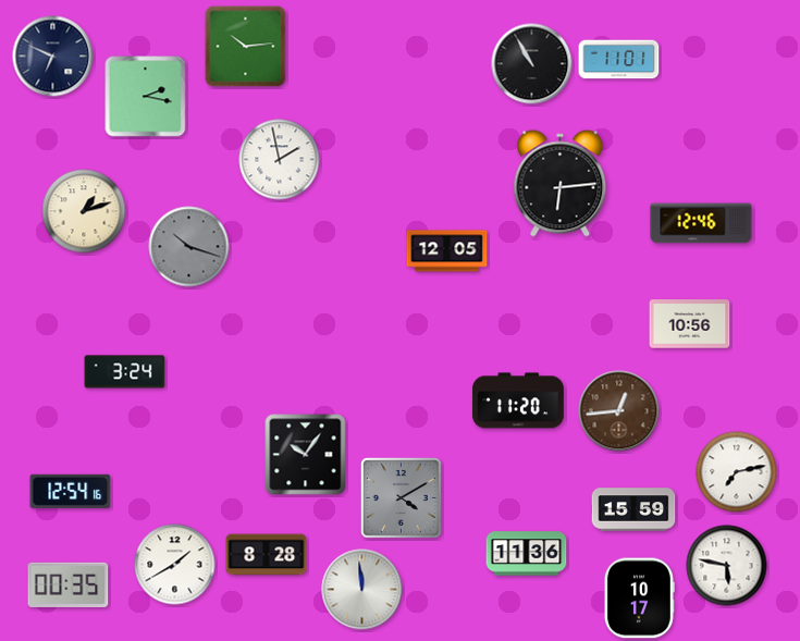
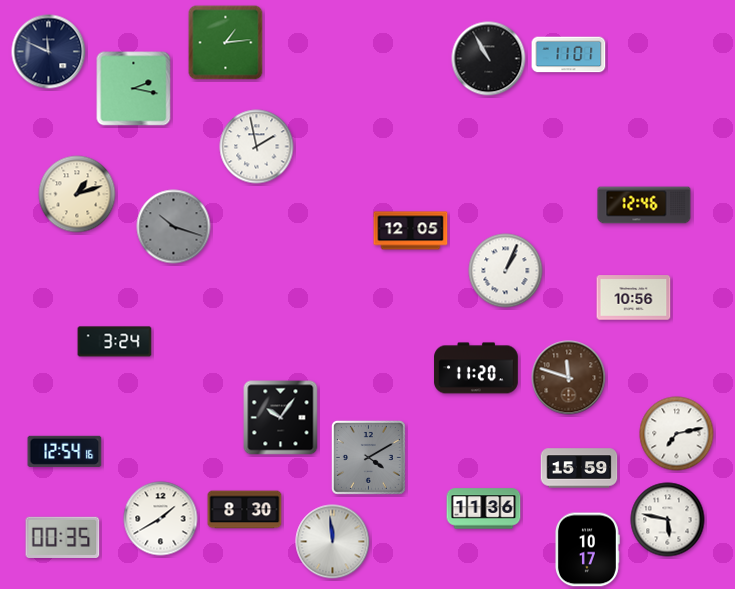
clock at (246, 47): 10:14 -> 1:14
clock at (53, 57): 6:49 -> 11:49
clock at (561, 184): 6:14 -> none
clock at (506, 271): none -> 1:04
clock at (619, 411): 12:44 -> 11:48
clock at (633, 509) position: (633, 509) -> (579, 468)
clock at (267, 555): 8:28 -> 8:30
